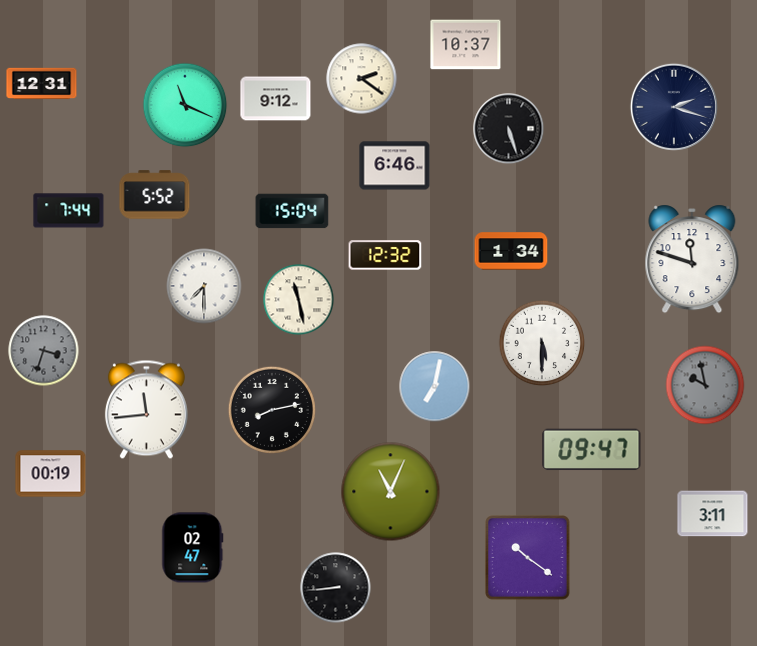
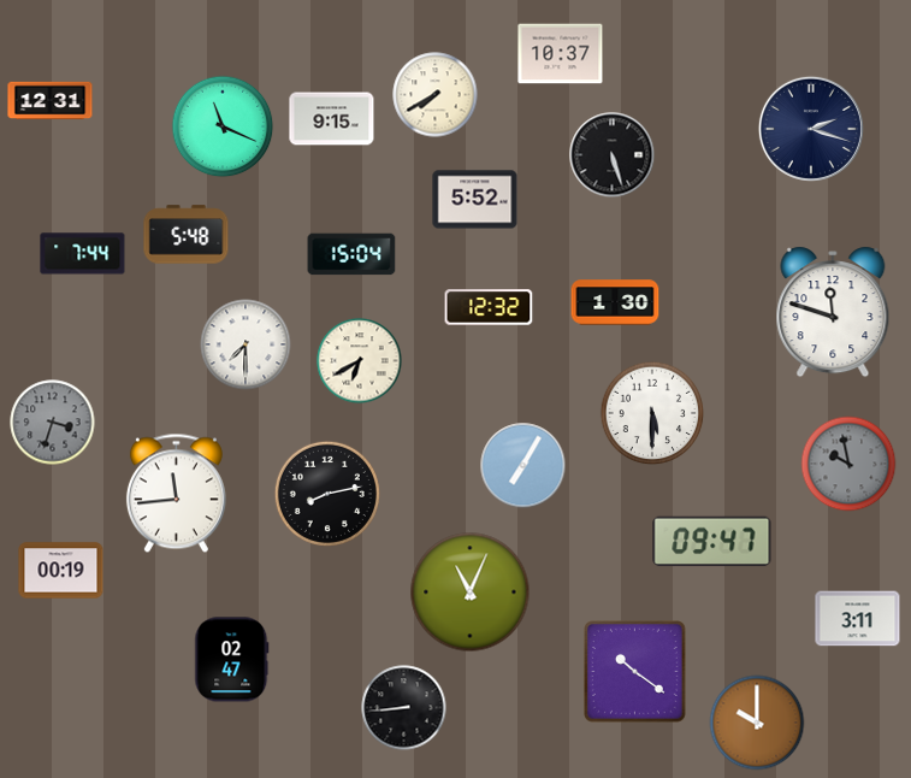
clock at (362, 79): 2:21 -> 7:40
clock at (276, 99): 9:12 -> 9:15
clock at (395, 166): 6:46 -> 5:52
clock at (155, 195): 5:52 -> 5:48
clock at (511, 251): 1:34 -> 1:30
clock at (385, 255) position: (385, 255) -> (489, 307)
clock at (299, 300): 11:28 -> 6:40
clock at (435, 387): 7:02 -> 7:05
clock at (757, 723): none -> 10:00
